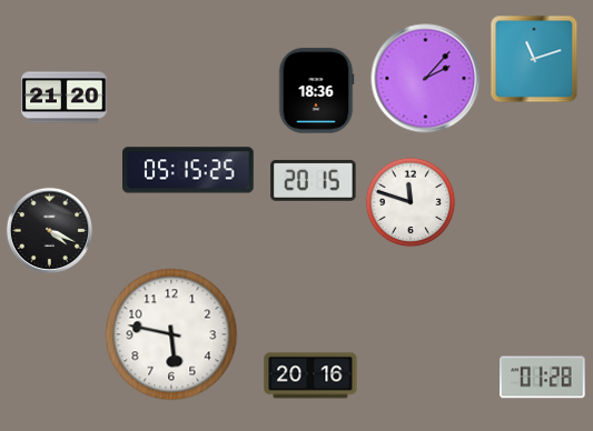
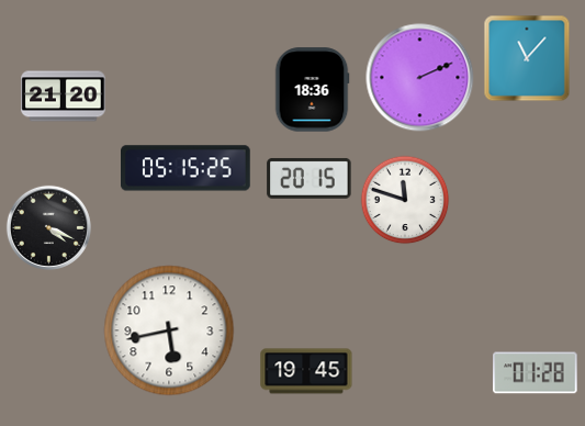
clock at (534, 59): 11:12 -> 11:07
clock at (426, 79): 2:07 -> 2:11
clock at (171, 334): 5:47 -> 5:43
clock at (310, 375): 20:16 -> 19:45
